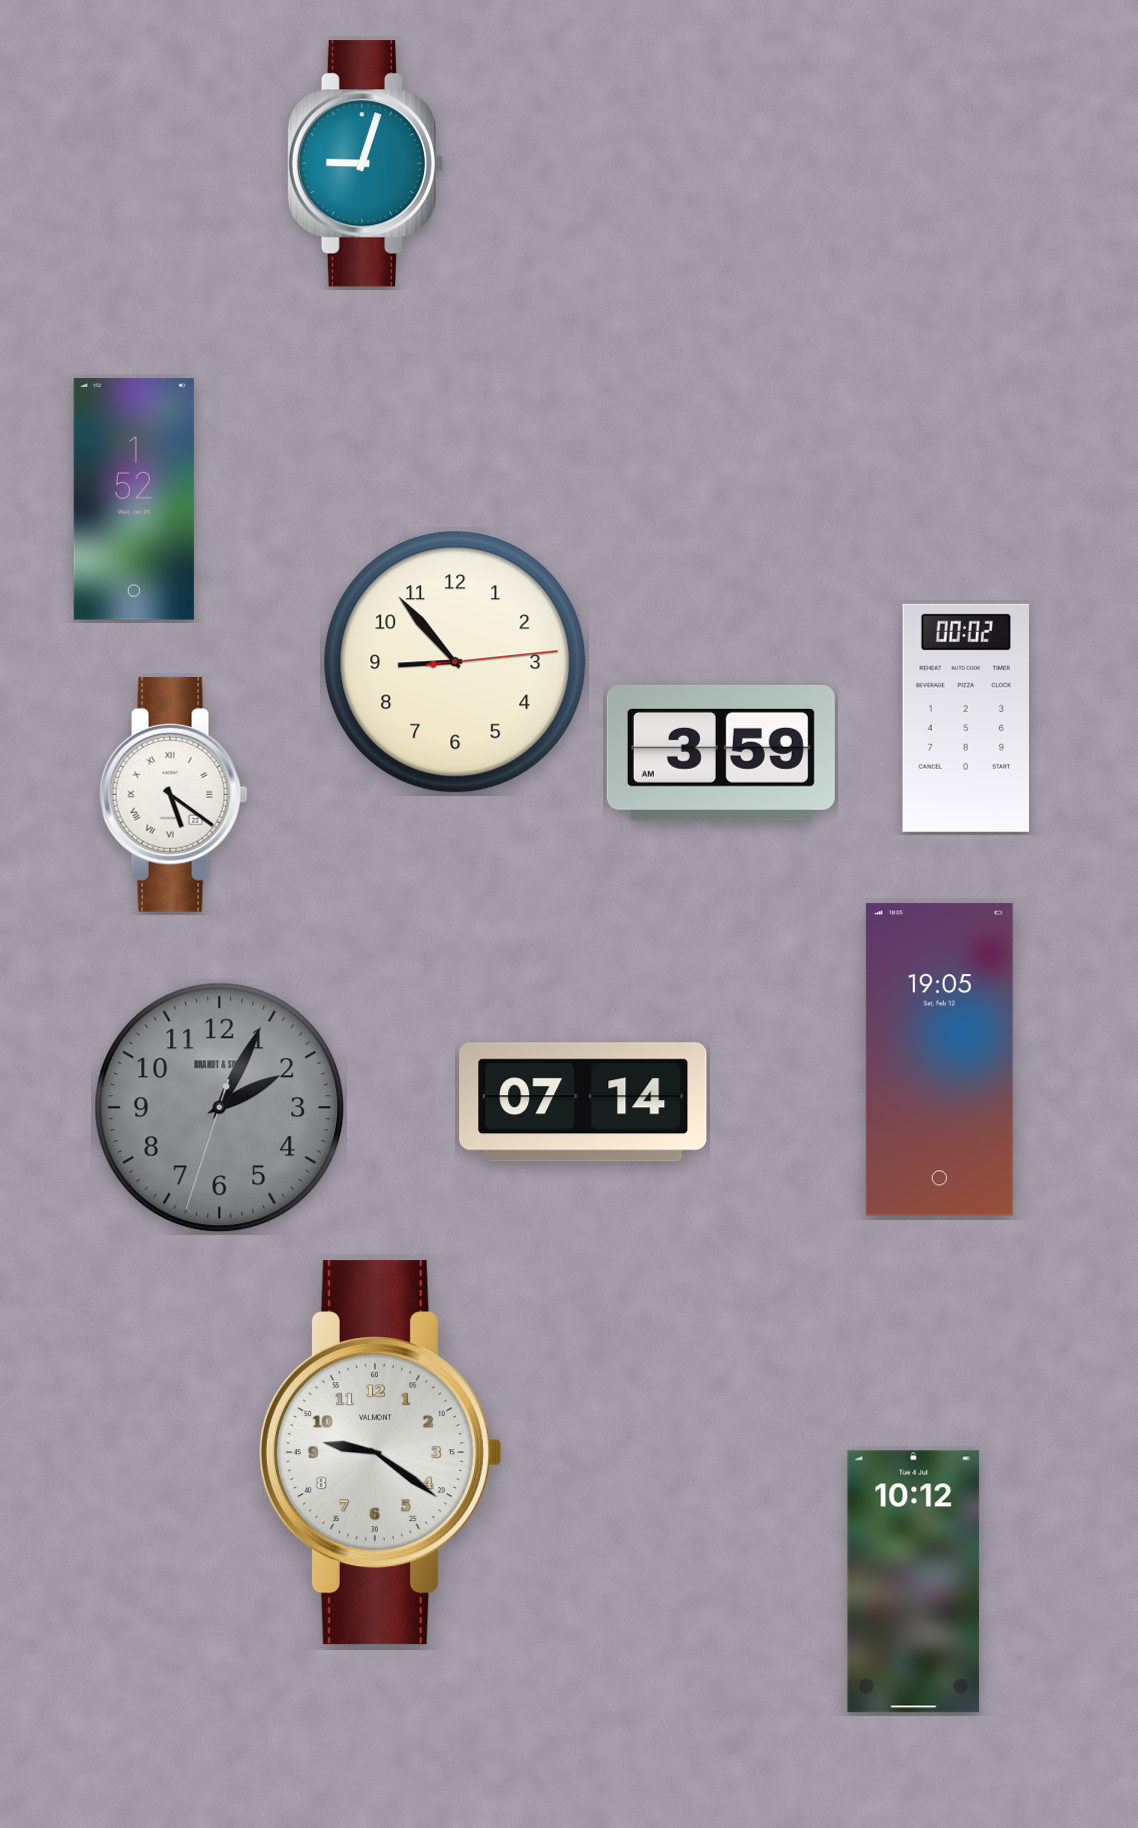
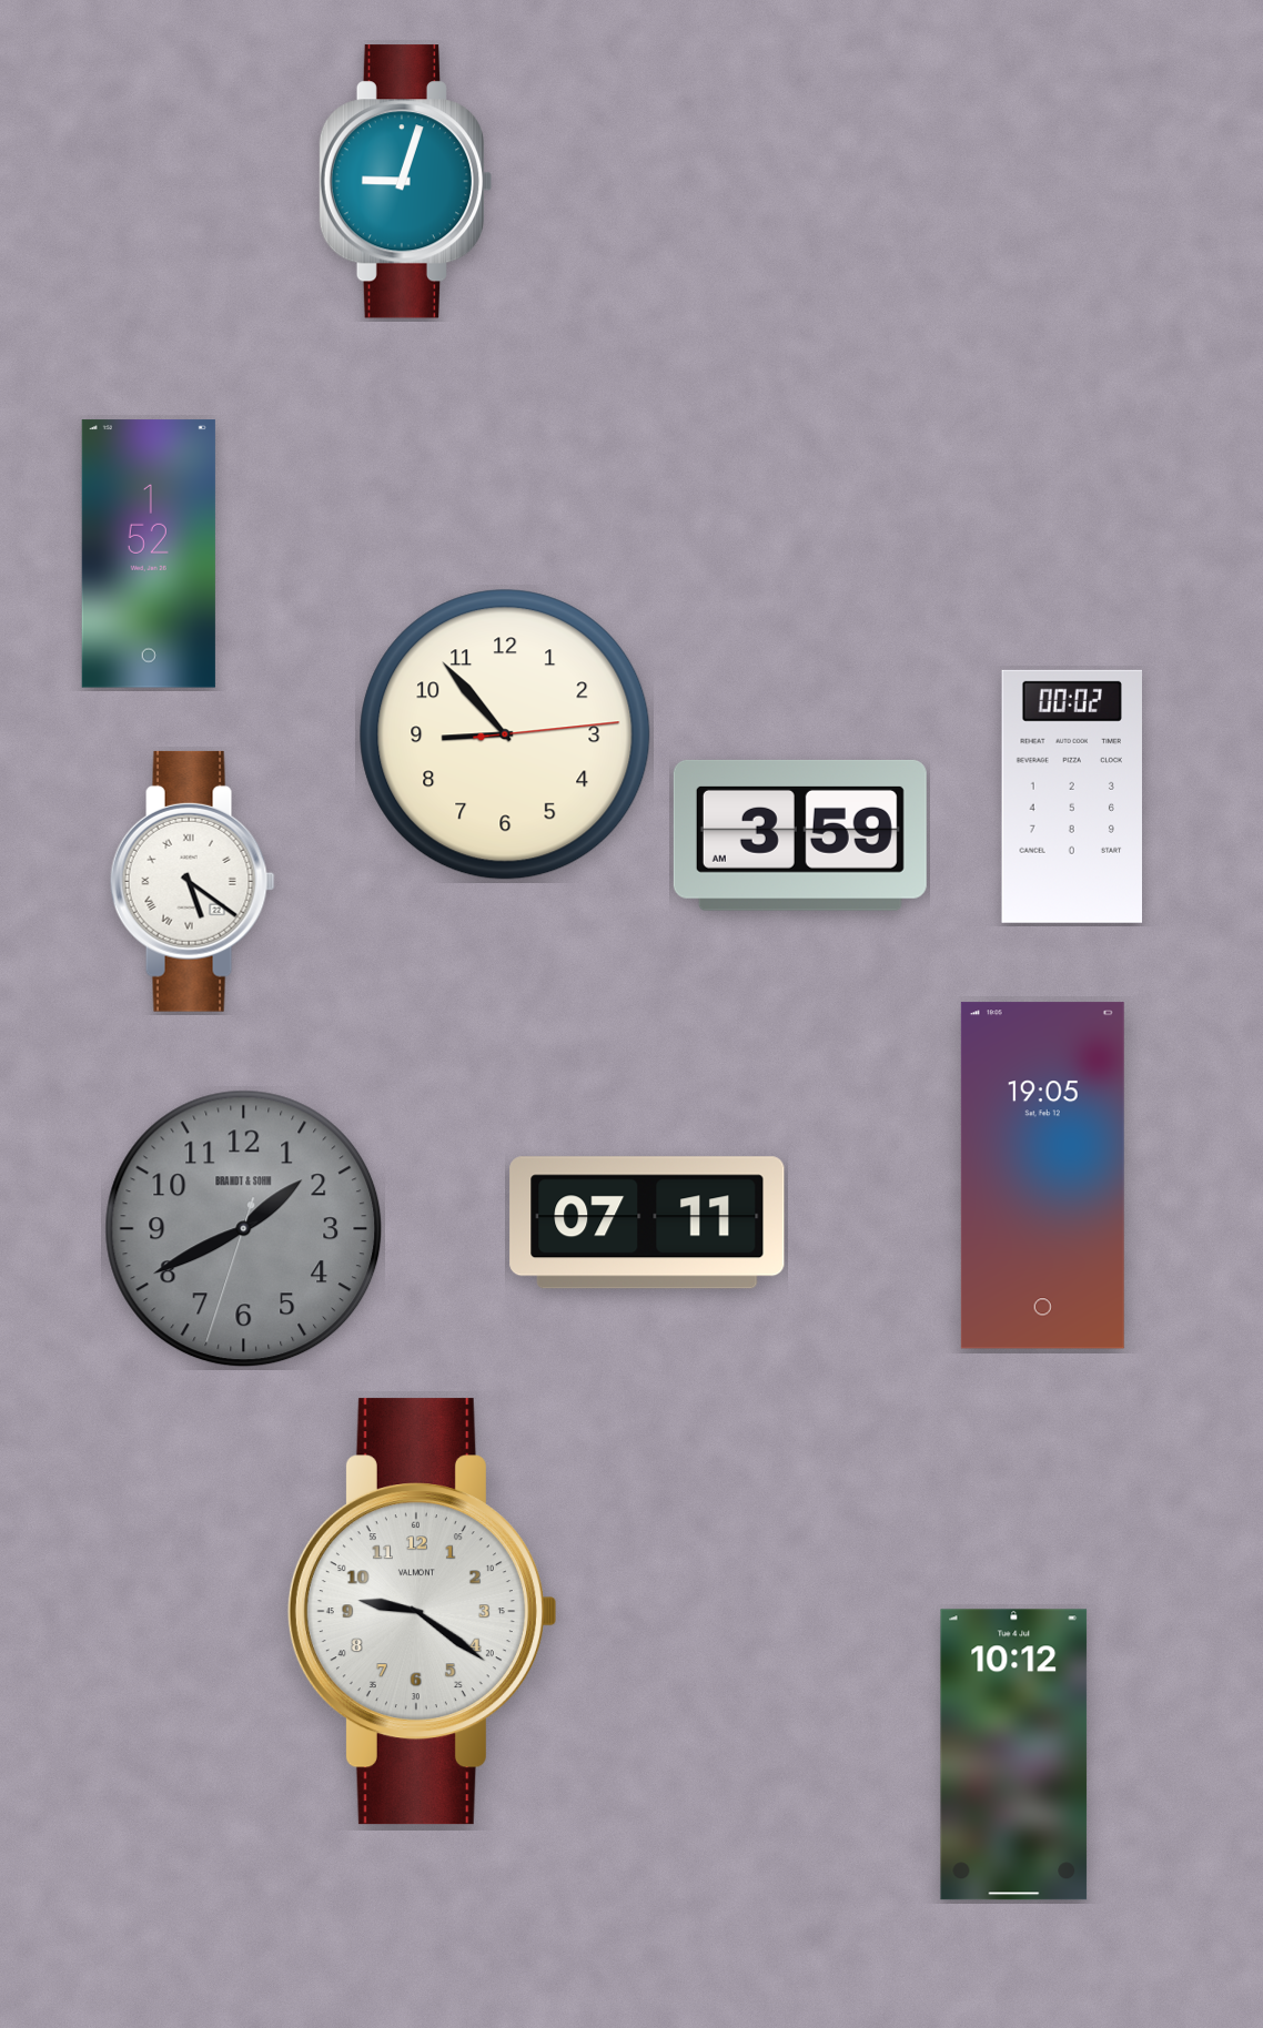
clock at (583, 1102): 07:14 -> 07:11
clock at (220, 1108): 2:04 -> 1:40
